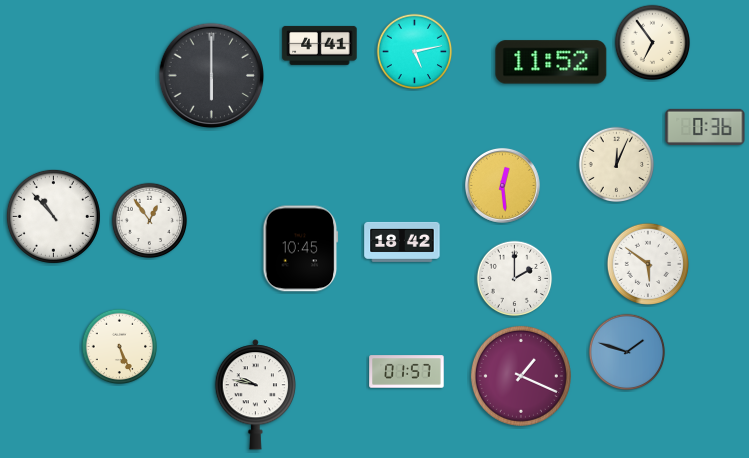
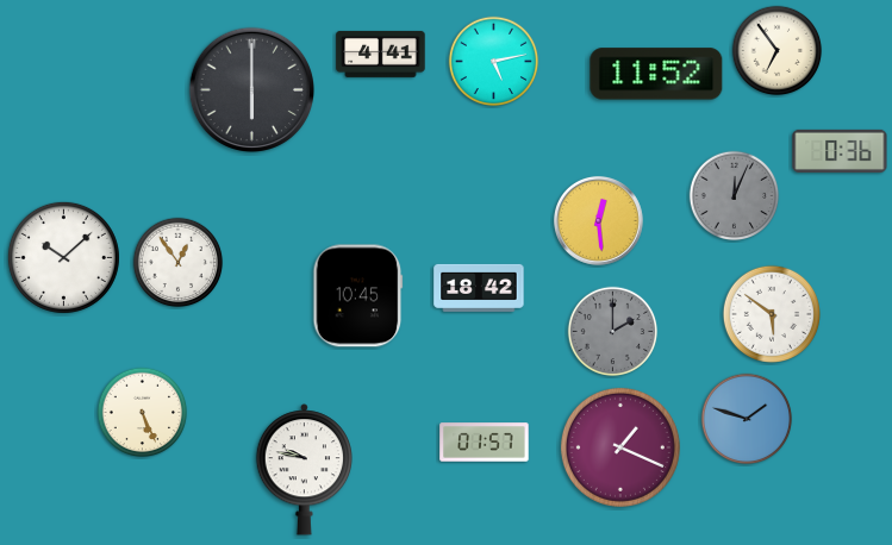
clock at (617, 165) dial: cream -> grey
clock at (53, 216): 10:53 -> 10:08
clock at (515, 279) dial: white -> grey
